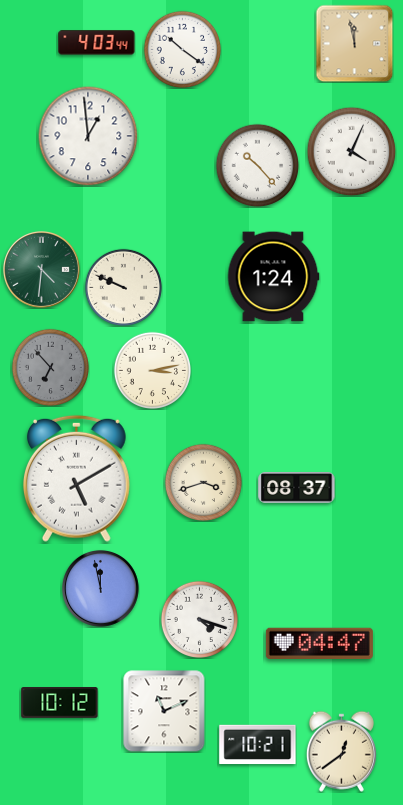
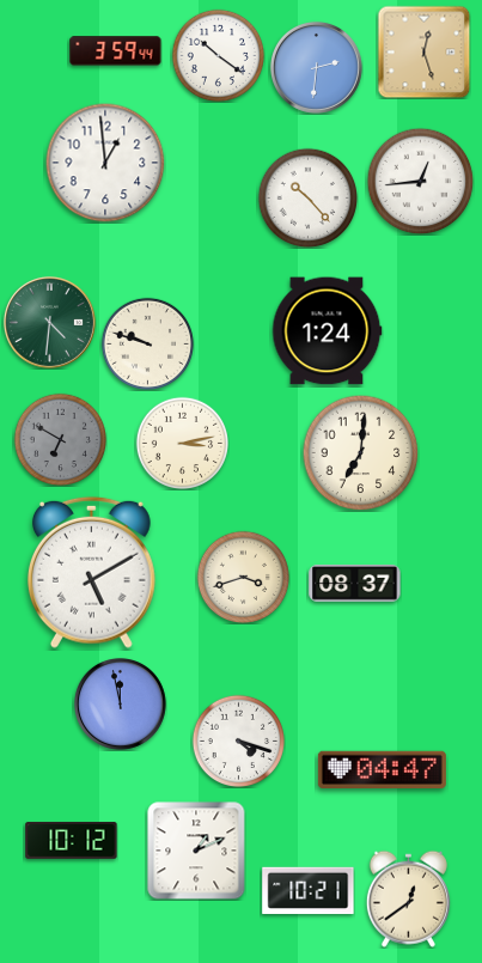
clock at (97, 43): 4:03 -> 3:59
clock at (354, 43): 11:58 -> 12:27
clock at (182, 49) position: (182, 49) -> (218, 55)
clock at (316, 67): none -> 2:31
clock at (351, 151): 4:04 -> 12:44
clock at (123, 287): 9:49 -> 9:48
clock at (50, 367): 6:53 -> 6:50
clock at (360, 452): none -> 7:01
clock at (164, 711): 11:11 -> 1:11
